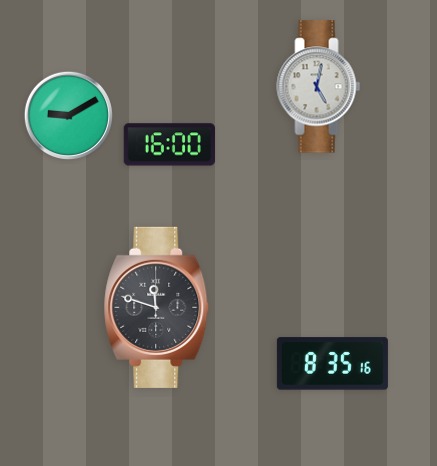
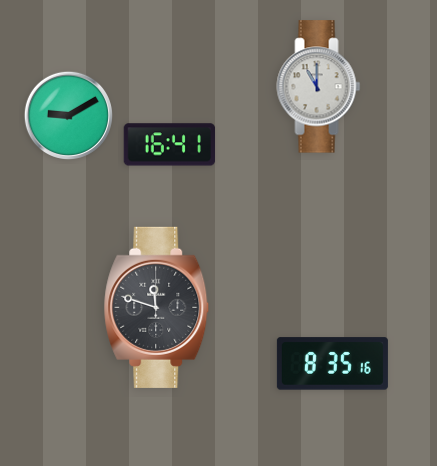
clock at (319, 87): 5:02 -> 11:00
clock at (170, 145): 16:00 -> 16:41
